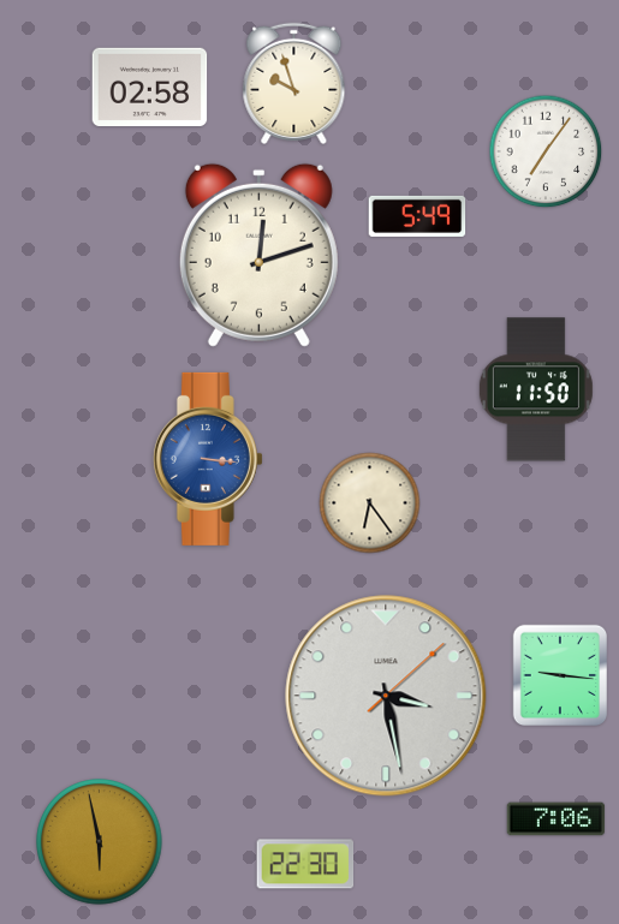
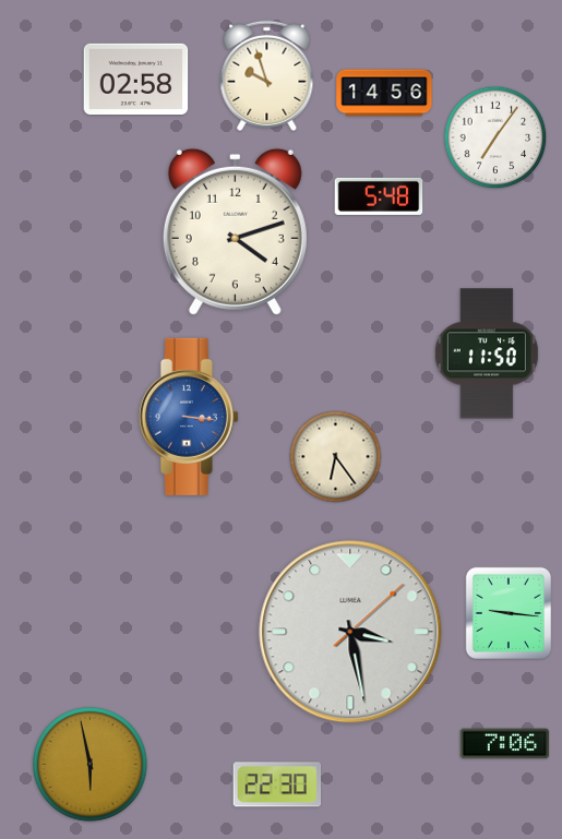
clock at (384, 93): none -> 14:56
clock at (417, 216): 5:49 -> 5:48
clock at (258, 255): 12:12 -> 4:12
